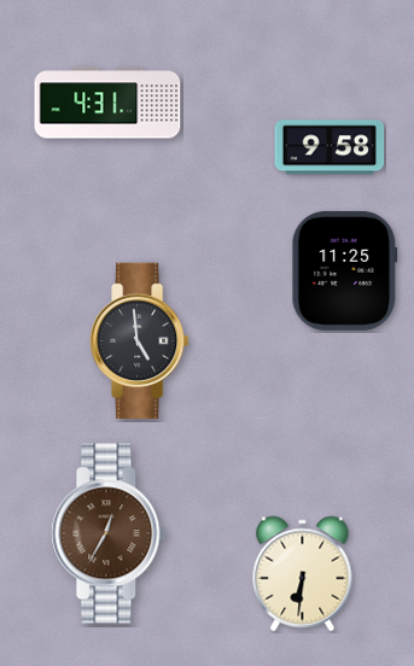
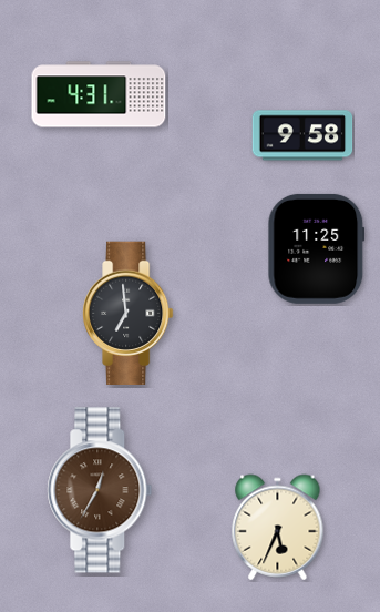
clock at (140, 341): 4:59 -> 6:59
clock at (303, 574): 6:31 -> 5:34
